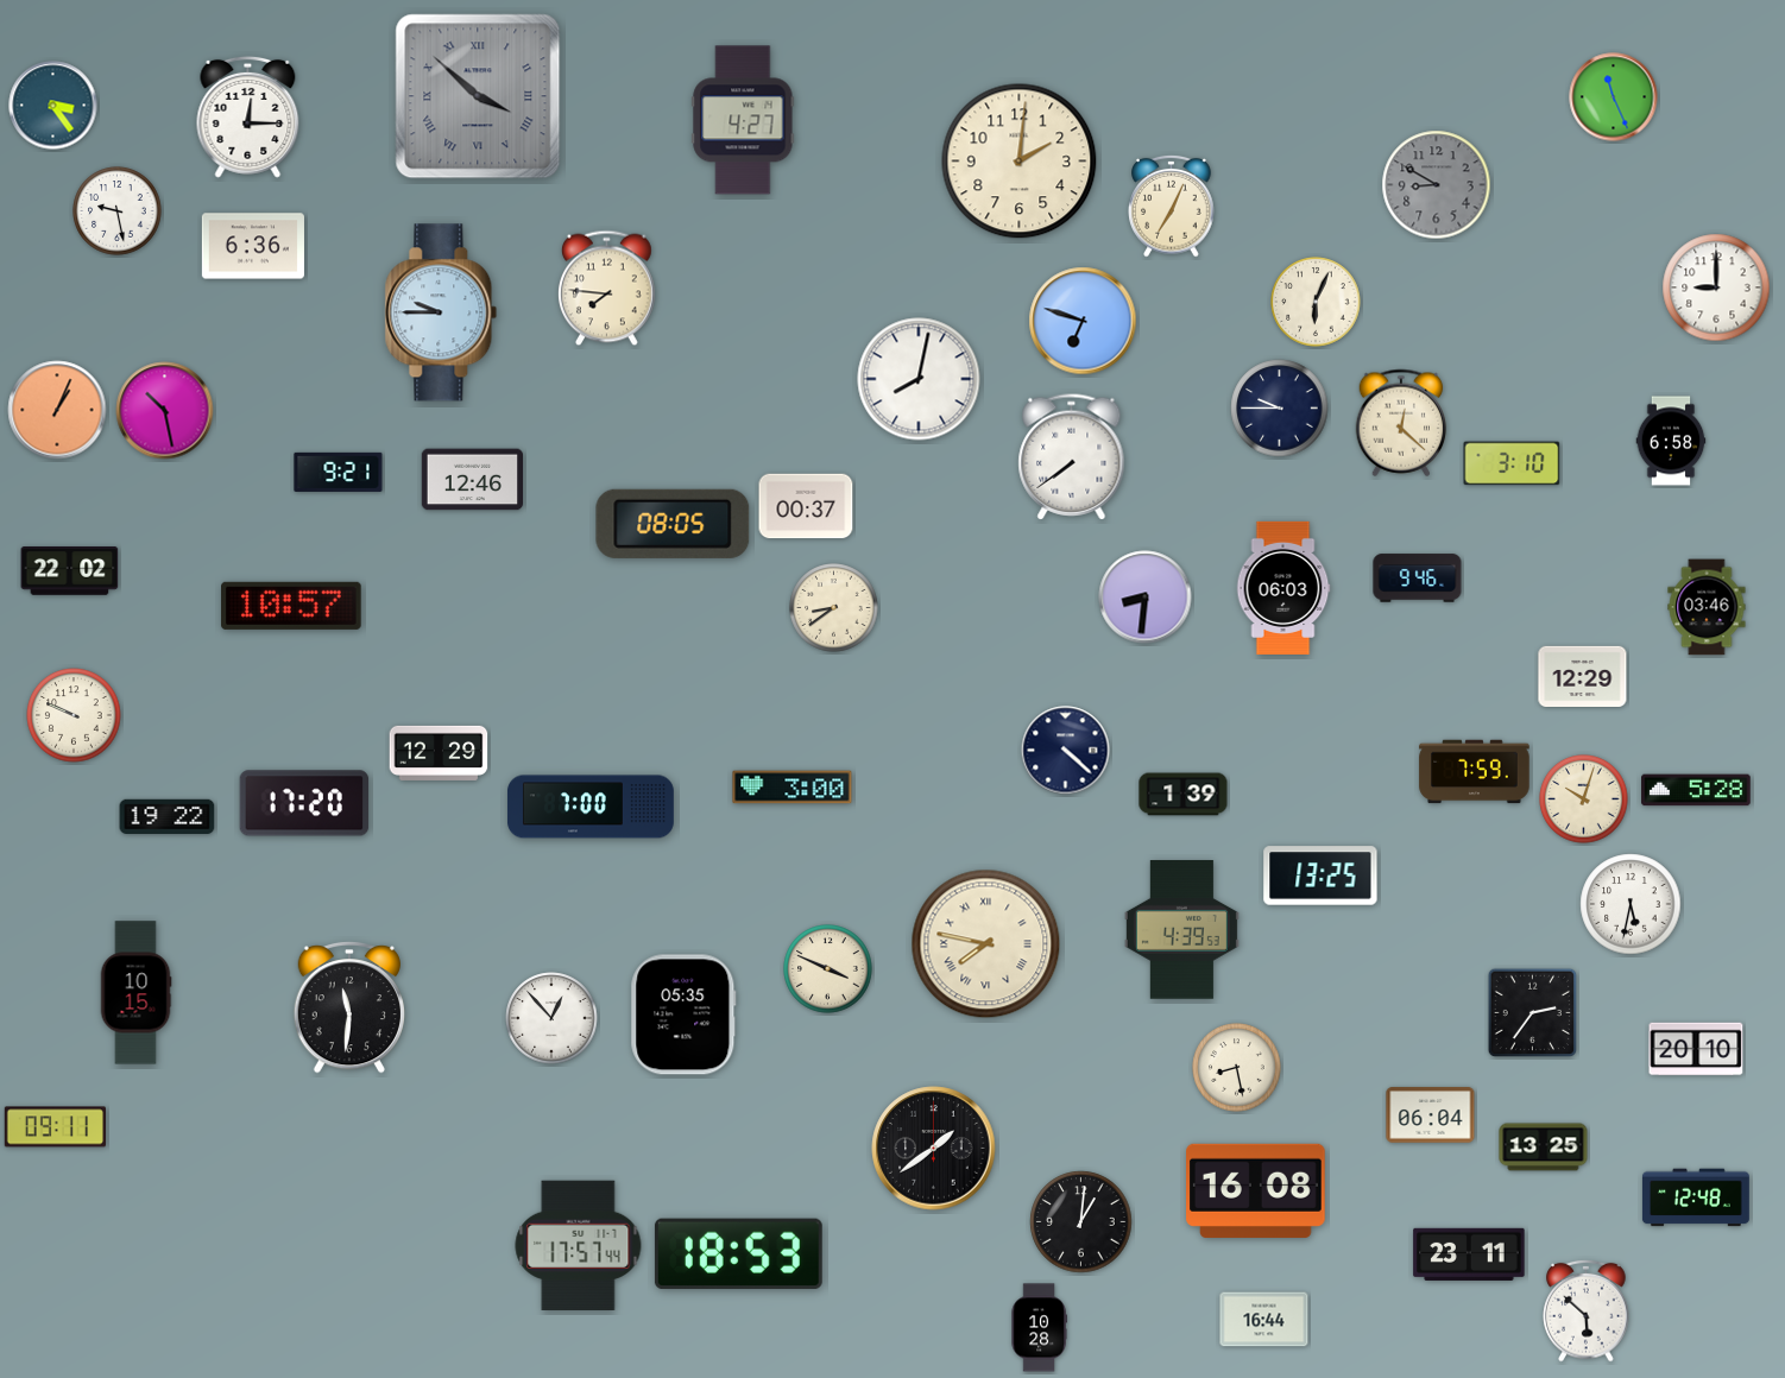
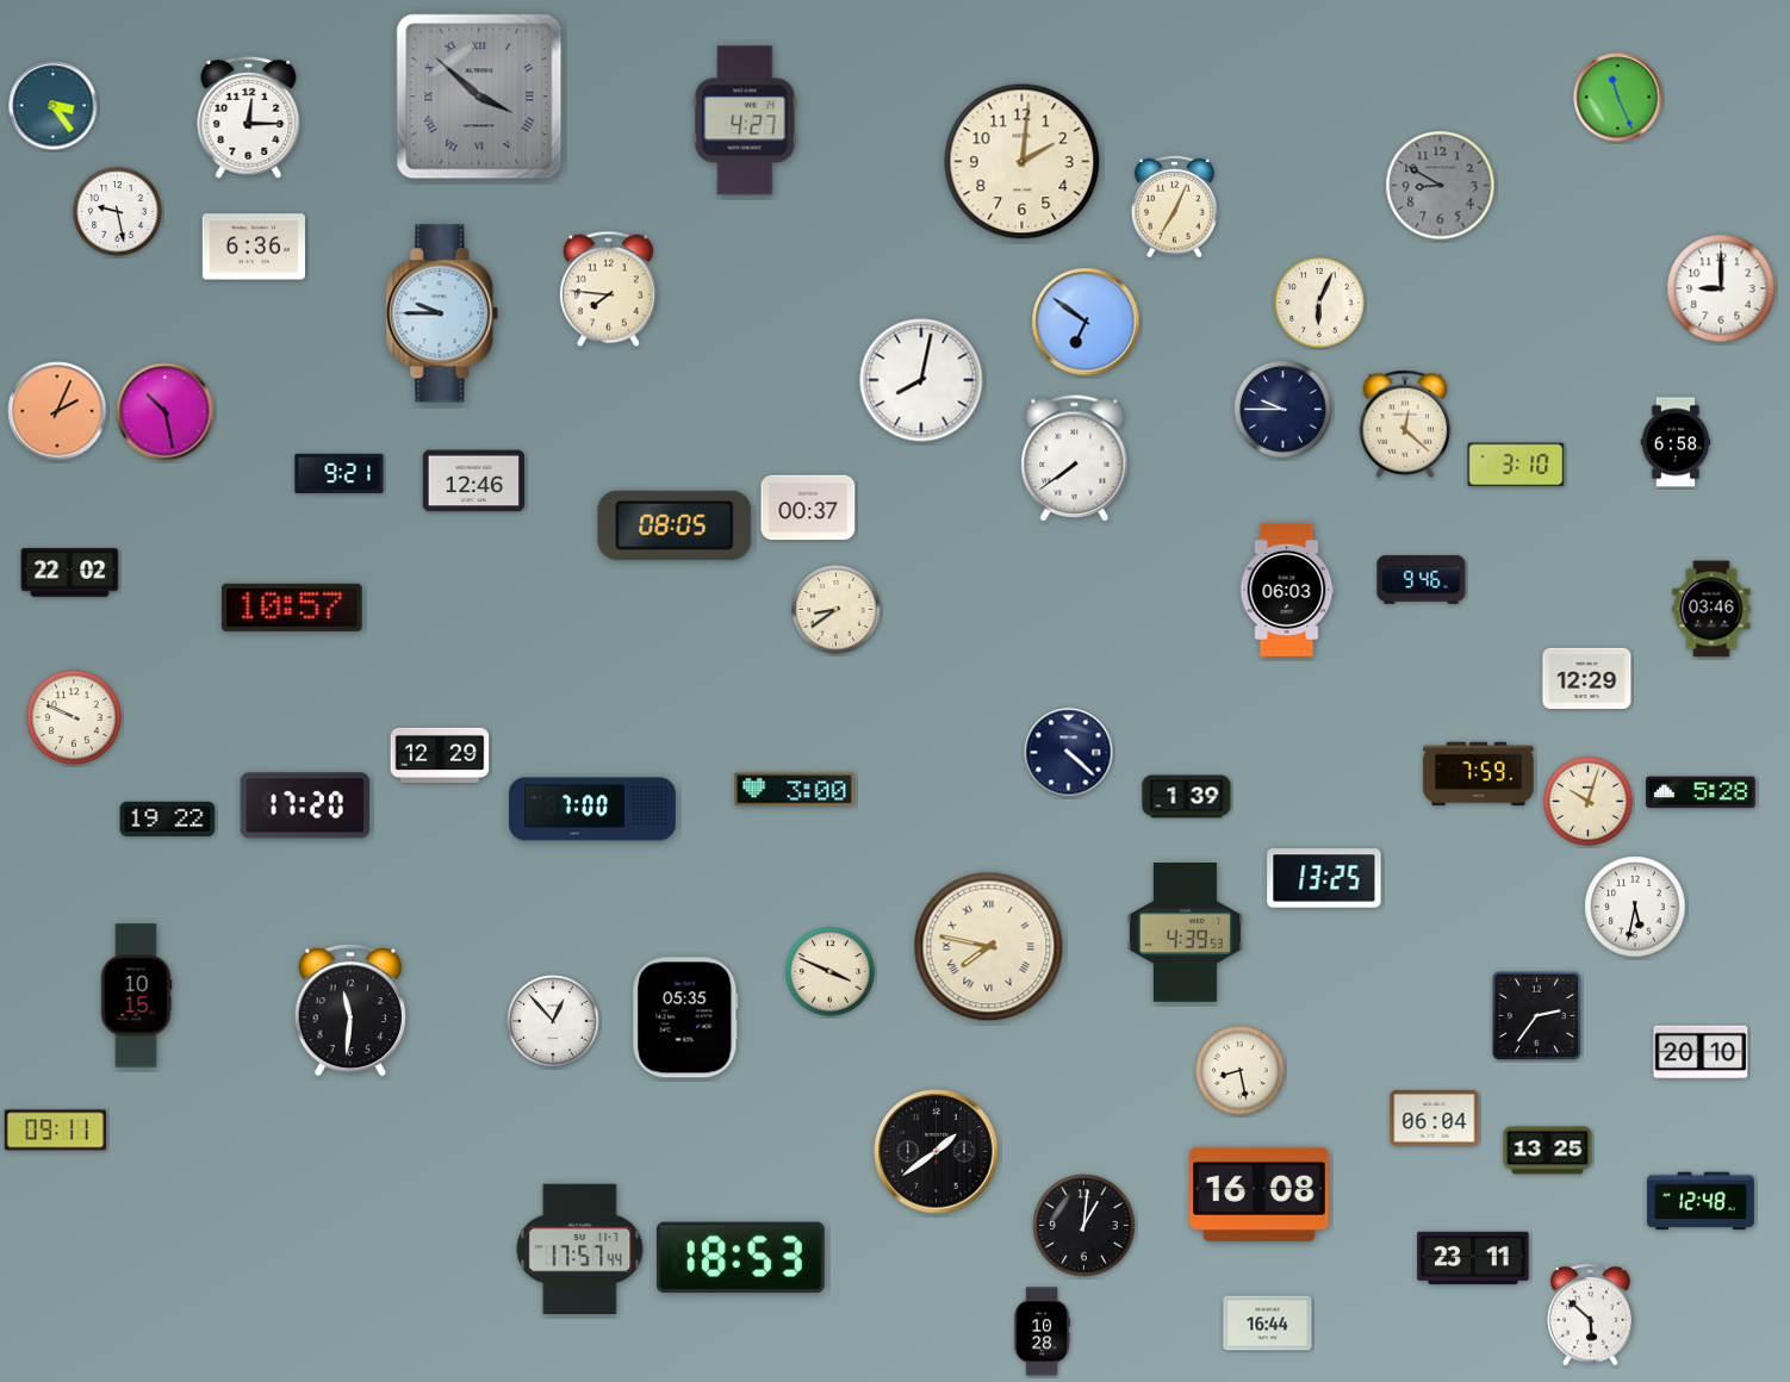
clock at (1083, 321): 6:48 -> 6:51
clock at (57, 410): 1:04 -> 2:04
clock at (1146, 598): 8:31 -> none
